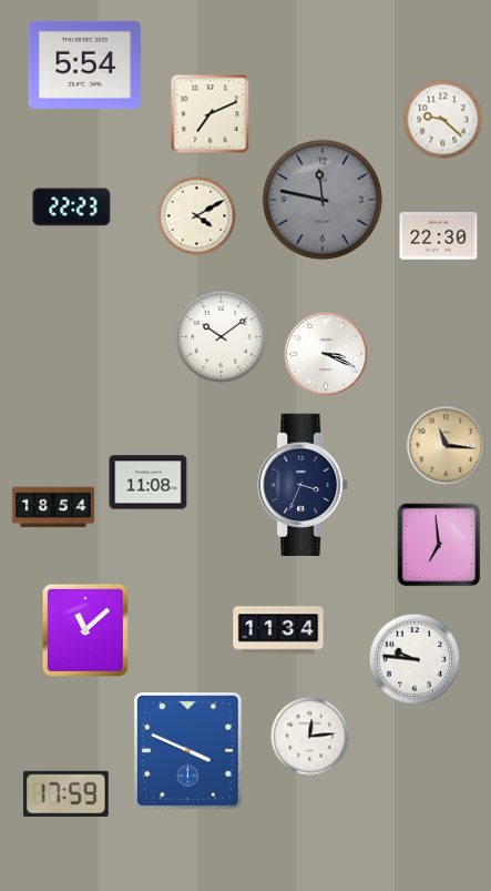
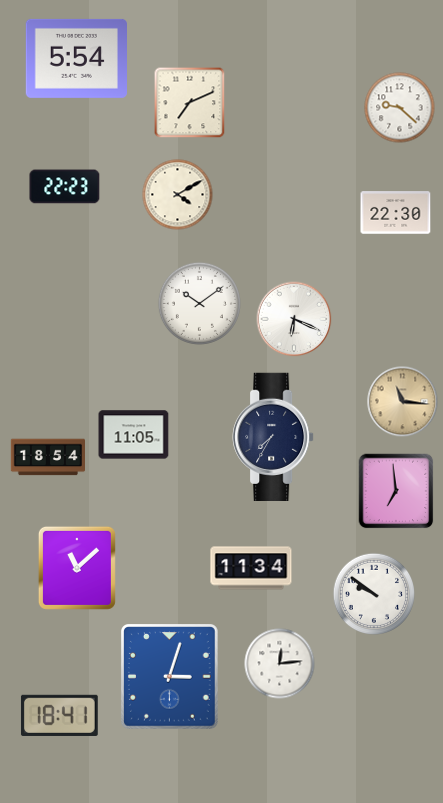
clock at (323, 200): 11:47 -> none
clock at (326, 354): 3:19 -> 6:19
clock at (149, 483): 11:08 -> 11:05
clock at (303, 484): 3:34 -> 7:35
clock at (413, 658): 9:46 -> 9:51
clock at (188, 751): 3:49 -> 3:03
clock at (67, 793): 17:59 -> 18:41
